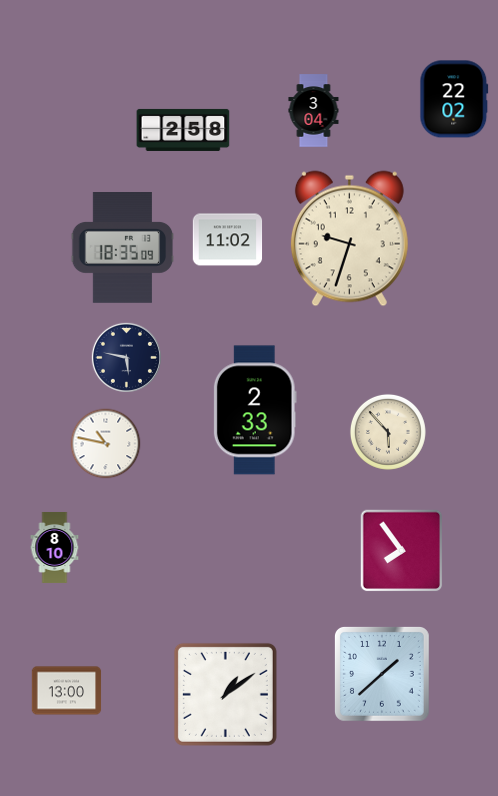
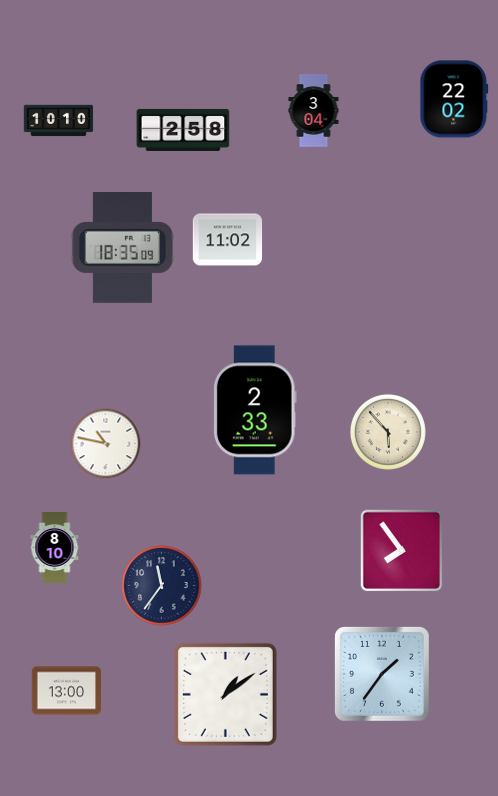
clock at (59, 121): none -> 10:10
clock at (349, 239): 9:33 -> none
clock at (126, 357): 5:47 -> none
clock at (162, 586): none -> 11:36
clock at (382, 674): 1:38 -> 1:36
